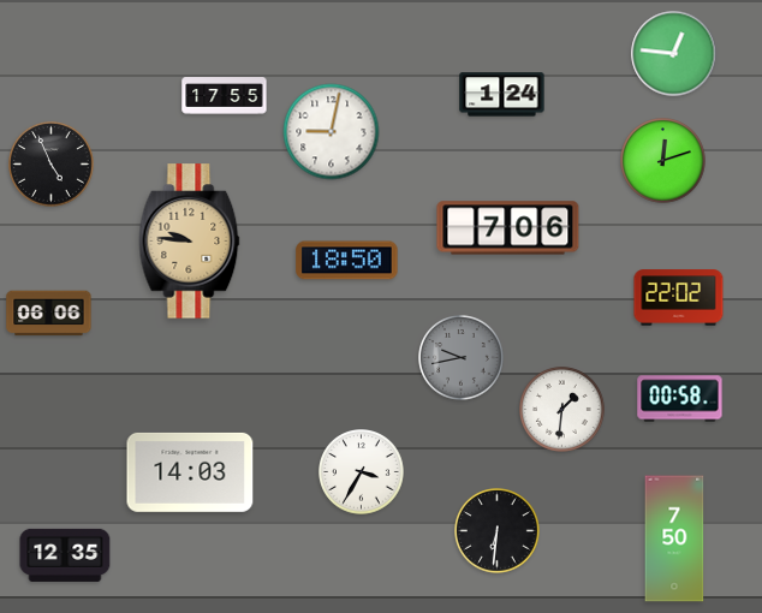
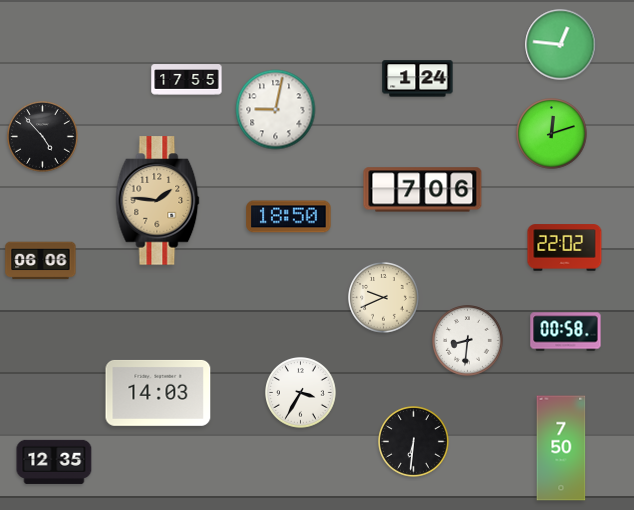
clock at (52, 165): 4:56 -> 4:53
clock at (190, 242): 9:46 -> 1:46
clock at (462, 358): 9:43 -> 9:41
clock at (462, 358) dial: grey -> cream
clock at (562, 410): 1:31 -> 8:31
